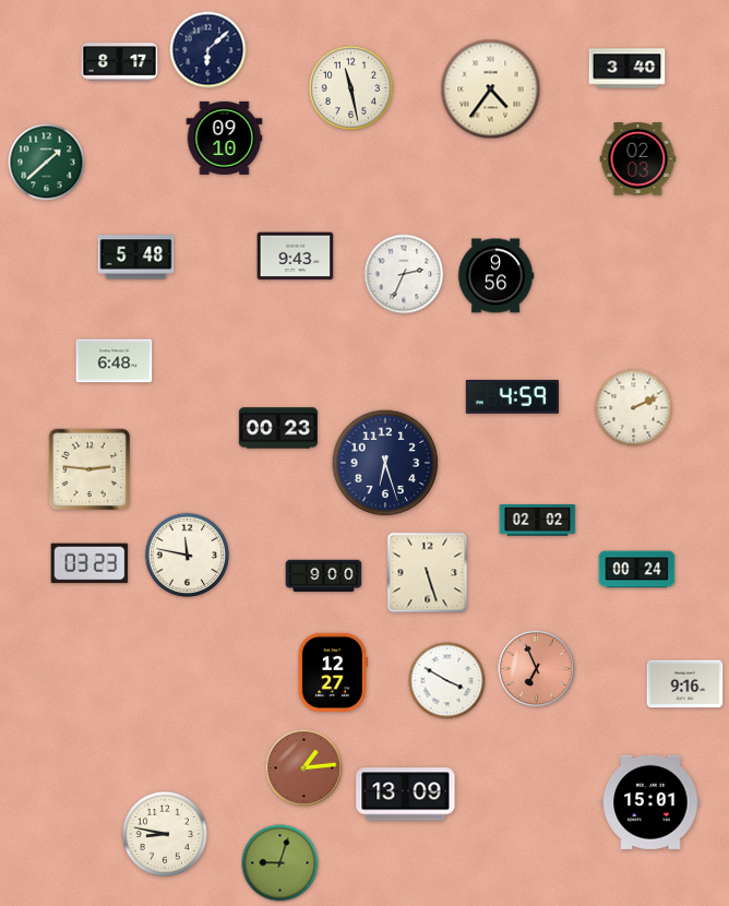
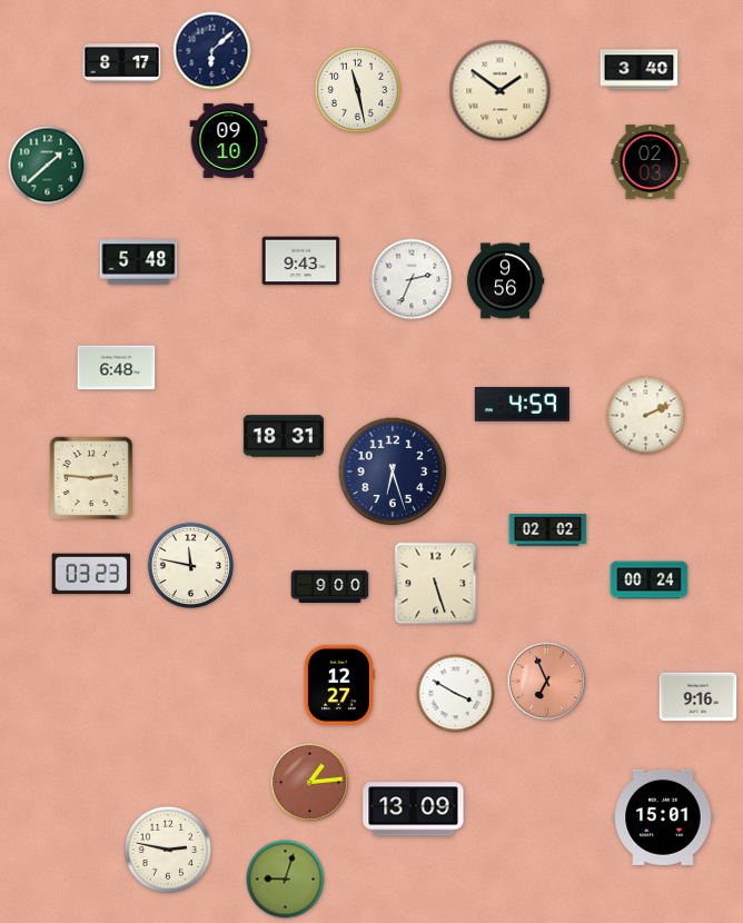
clock at (491, 90): 4:36 -> 1:51
clock at (277, 428): 00:23 -> 18:31
clock at (164, 833): 8:47 -> 2:47
